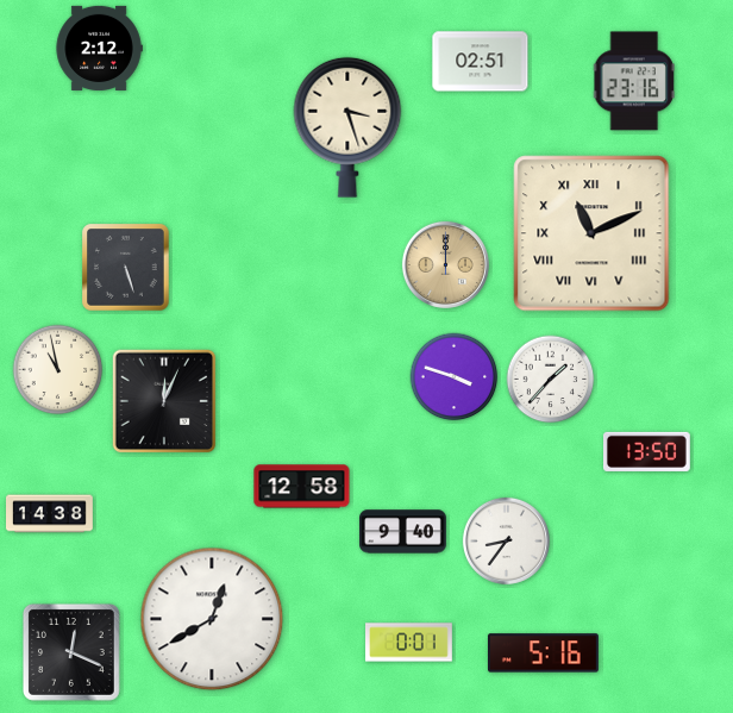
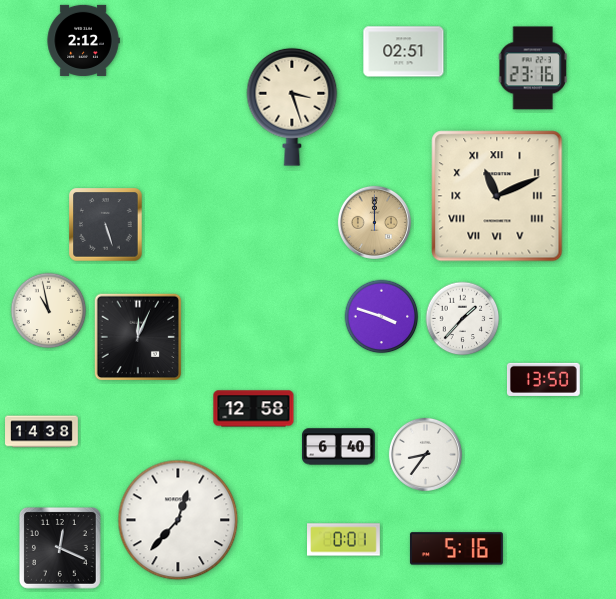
clock at (403, 532): 9:40 -> 6:40
clock at (212, 619): 12:40 -> 12:37
